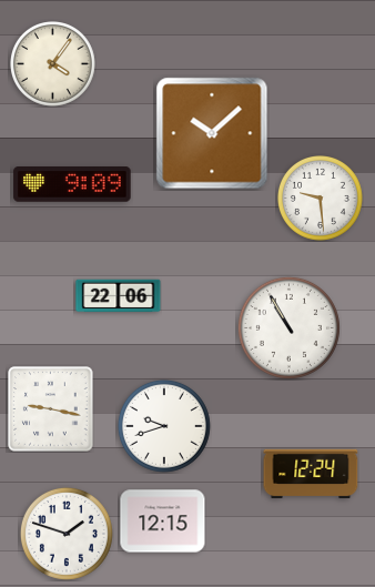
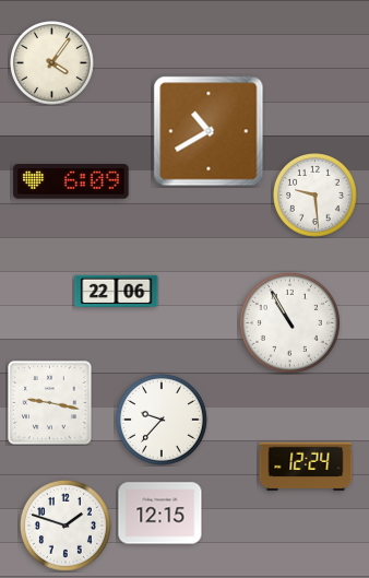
clock at (212, 133): 10:08 -> 10:40
clock at (72, 184): 9:09 -> 6:09
clock at (288, 327) position: (288, 327) -> (289, 322)
clock at (164, 426): 9:42 -> 9:37
